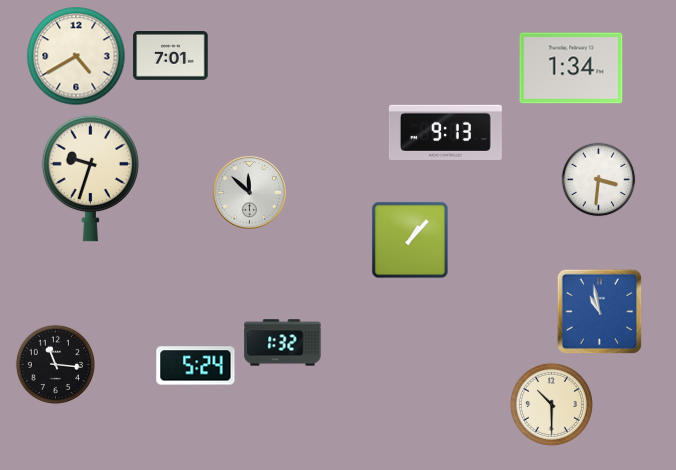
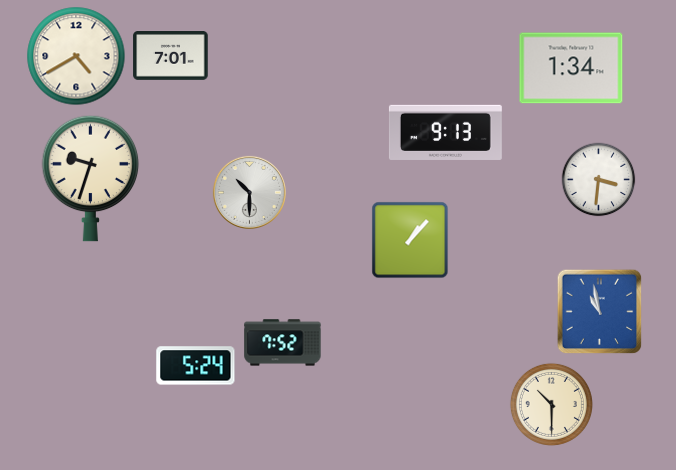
clock at (249, 192): 11:52 -> 10:30
clock at (283, 343): 1:32 -> 7:52
clock at (55, 364): 11:16 -> none
